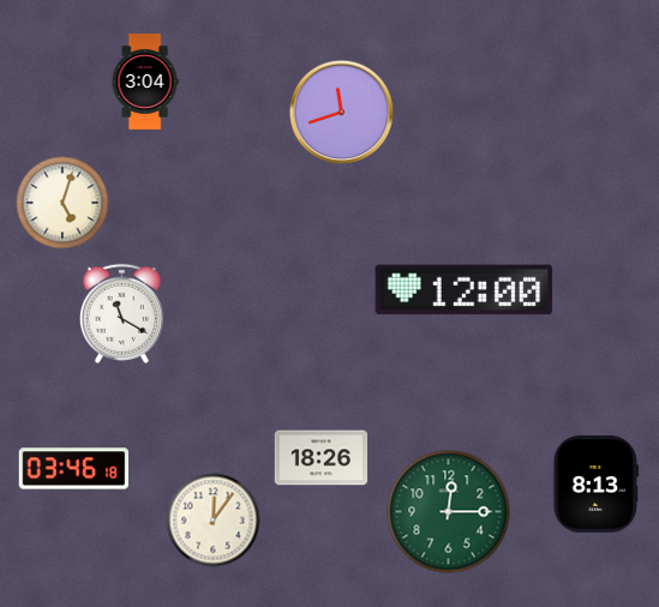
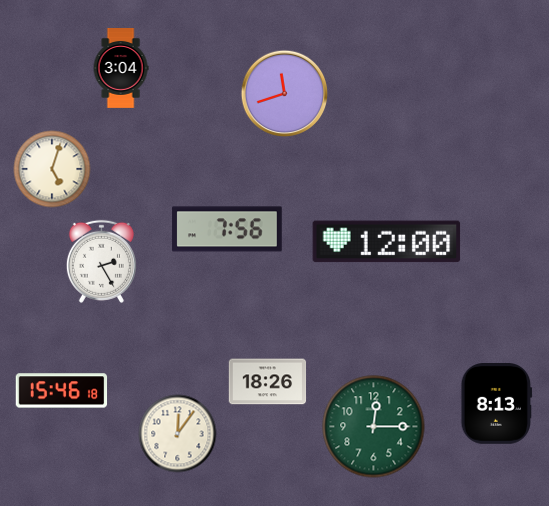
clock at (227, 229): none -> 7:56
clock at (121, 313): 11:20 -> 2:25
clock at (74, 469): 03:46 -> 15:46
